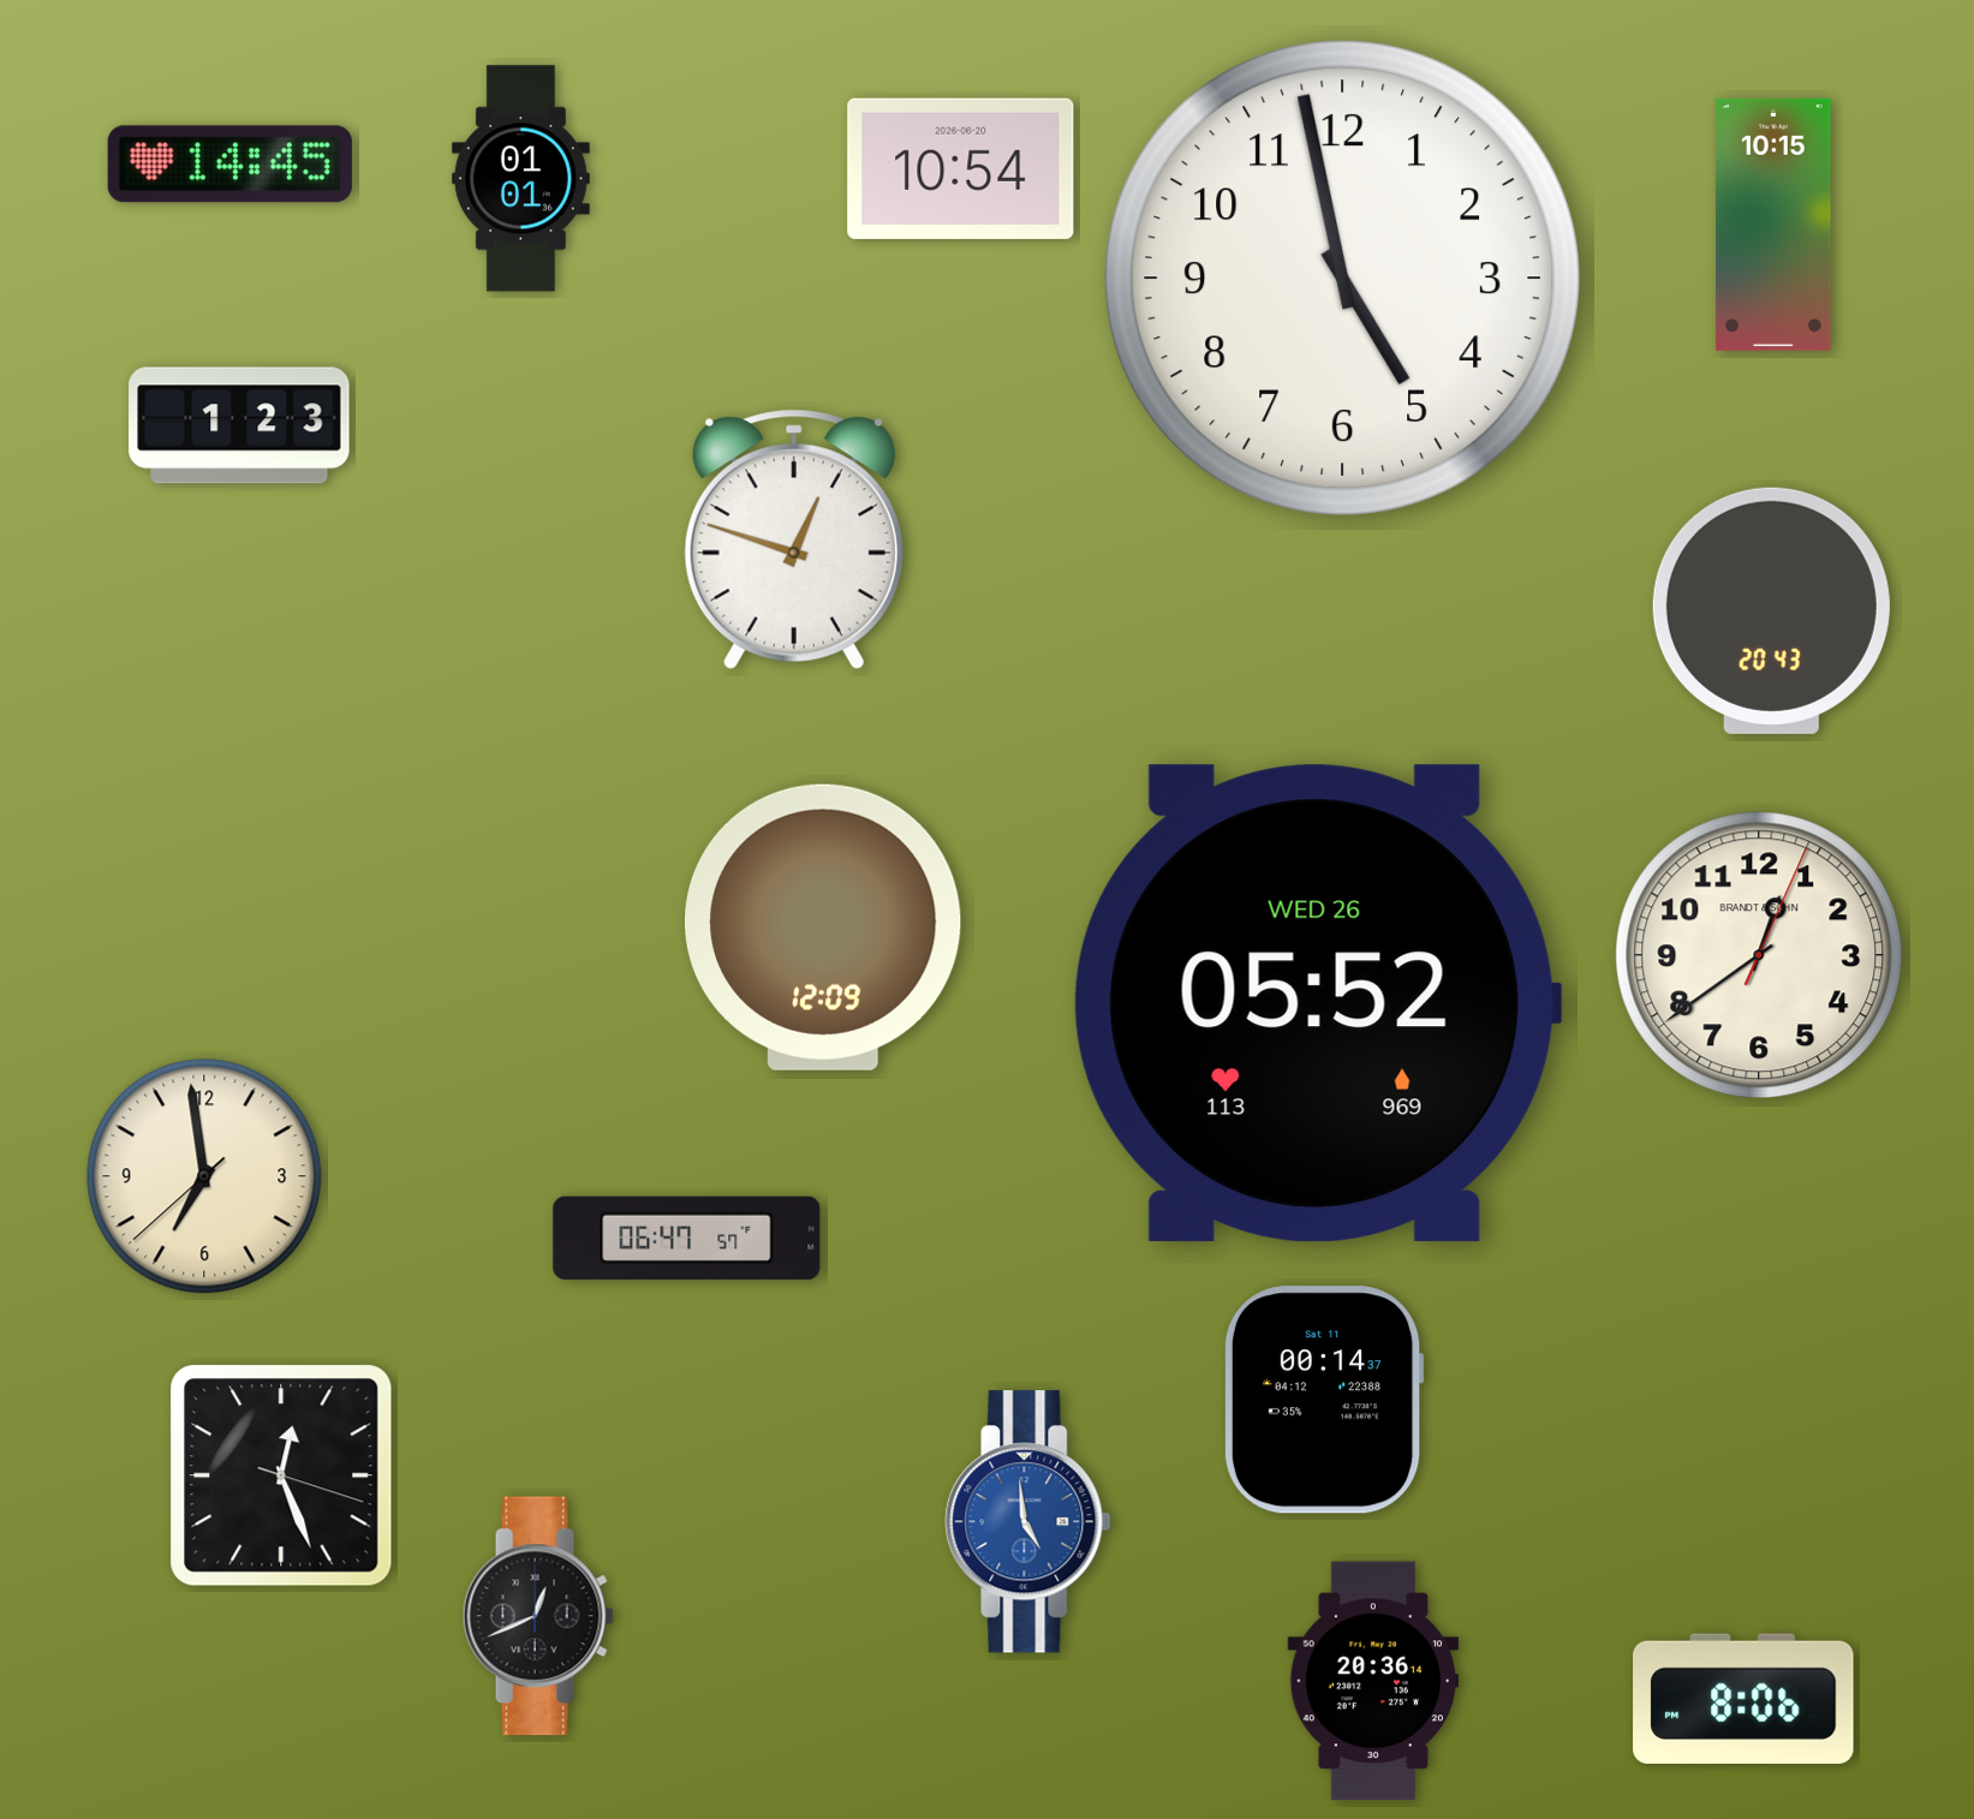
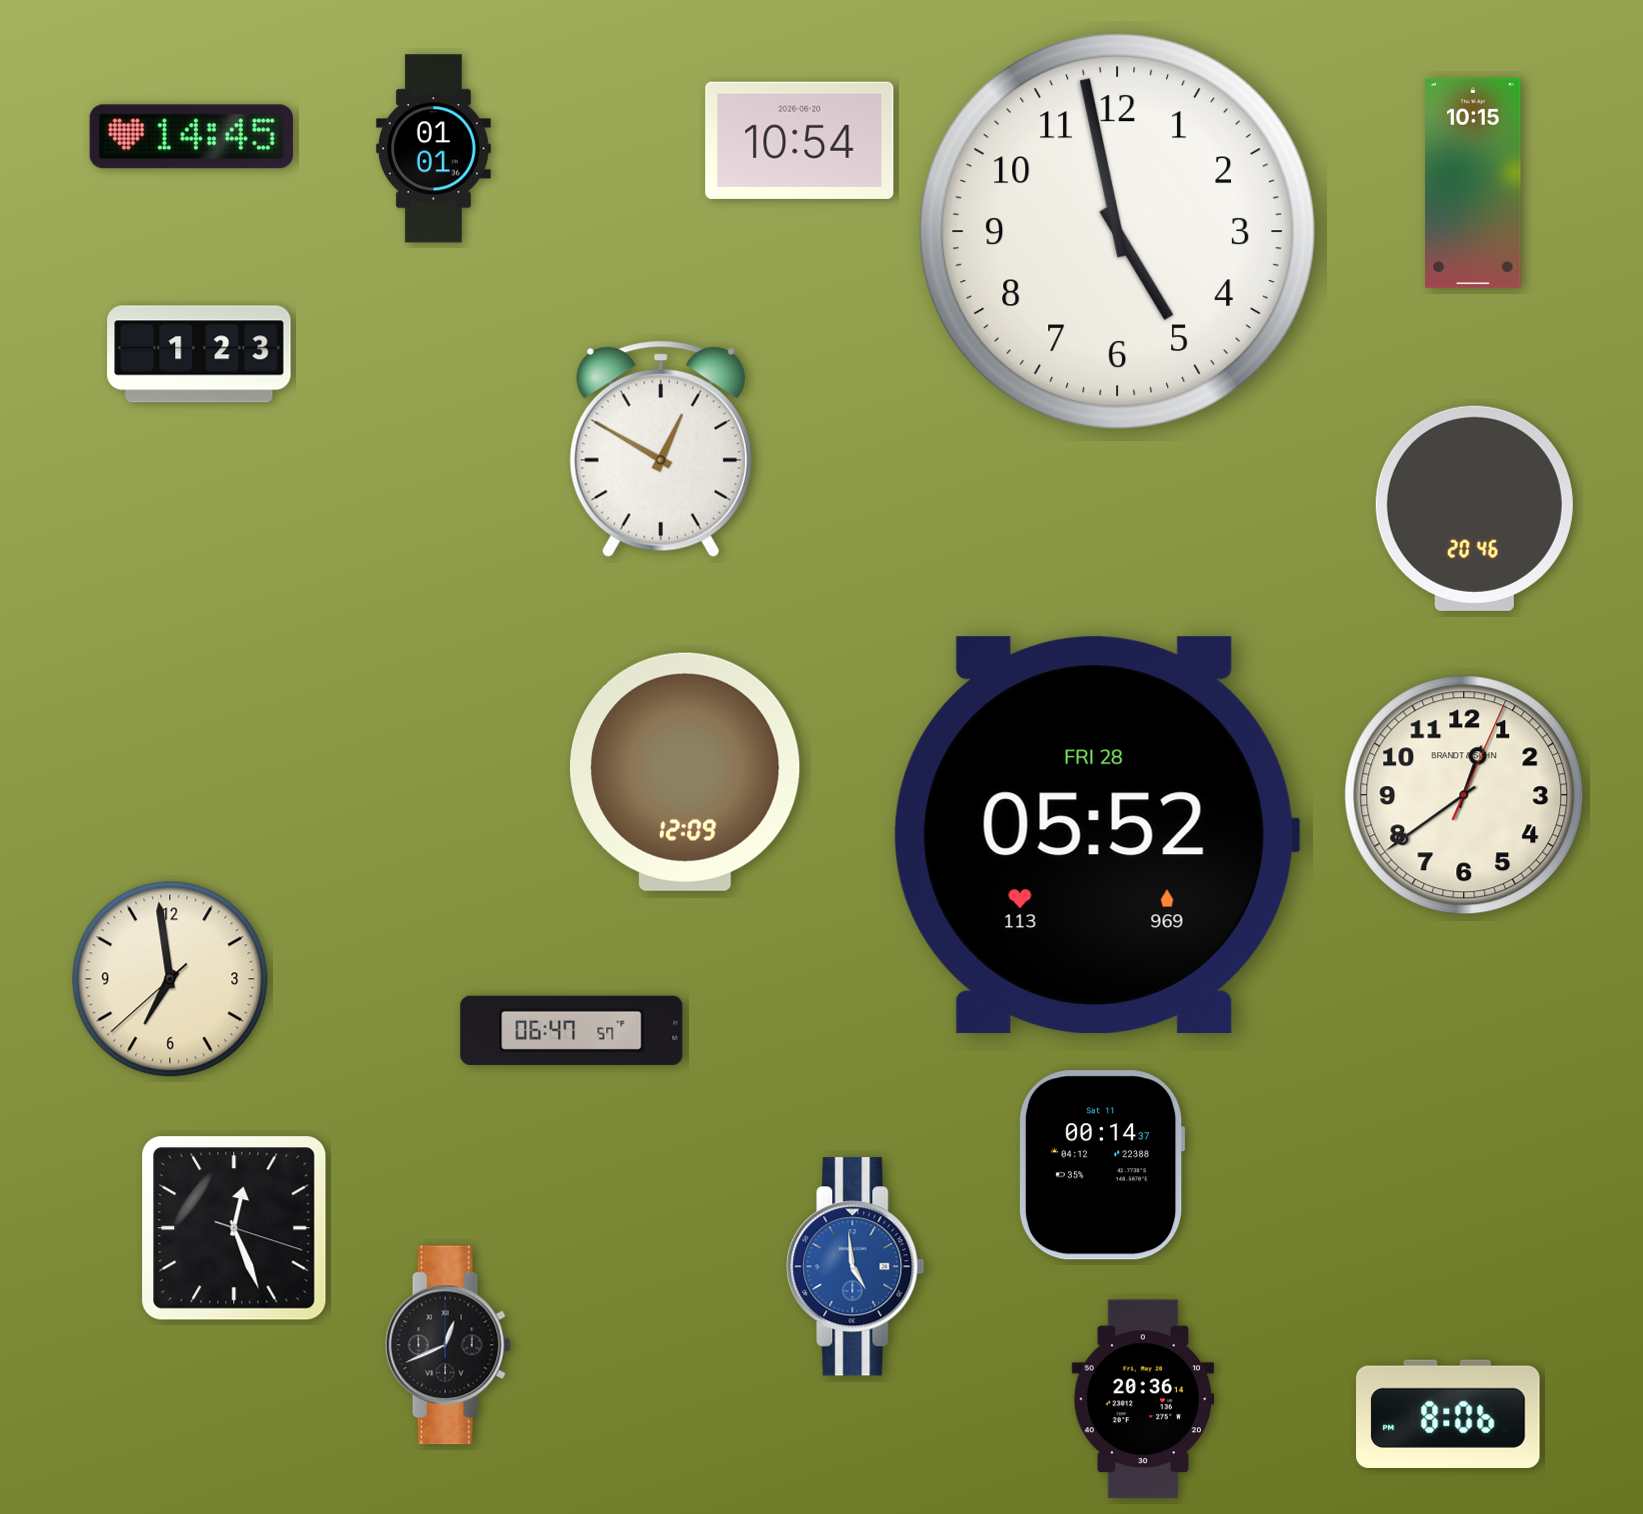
clock at (1773, 225) position: (1773, 225) -> (1473, 183)
clock at (794, 539): 12:48 -> 12:50
clock at (1771, 610): 20:43 -> 20:46
clock at (1318, 1003) date: WED 26 -> FRI 28
clock at (1743, 1699) position: (1743, 1699) -> (1448, 1414)
